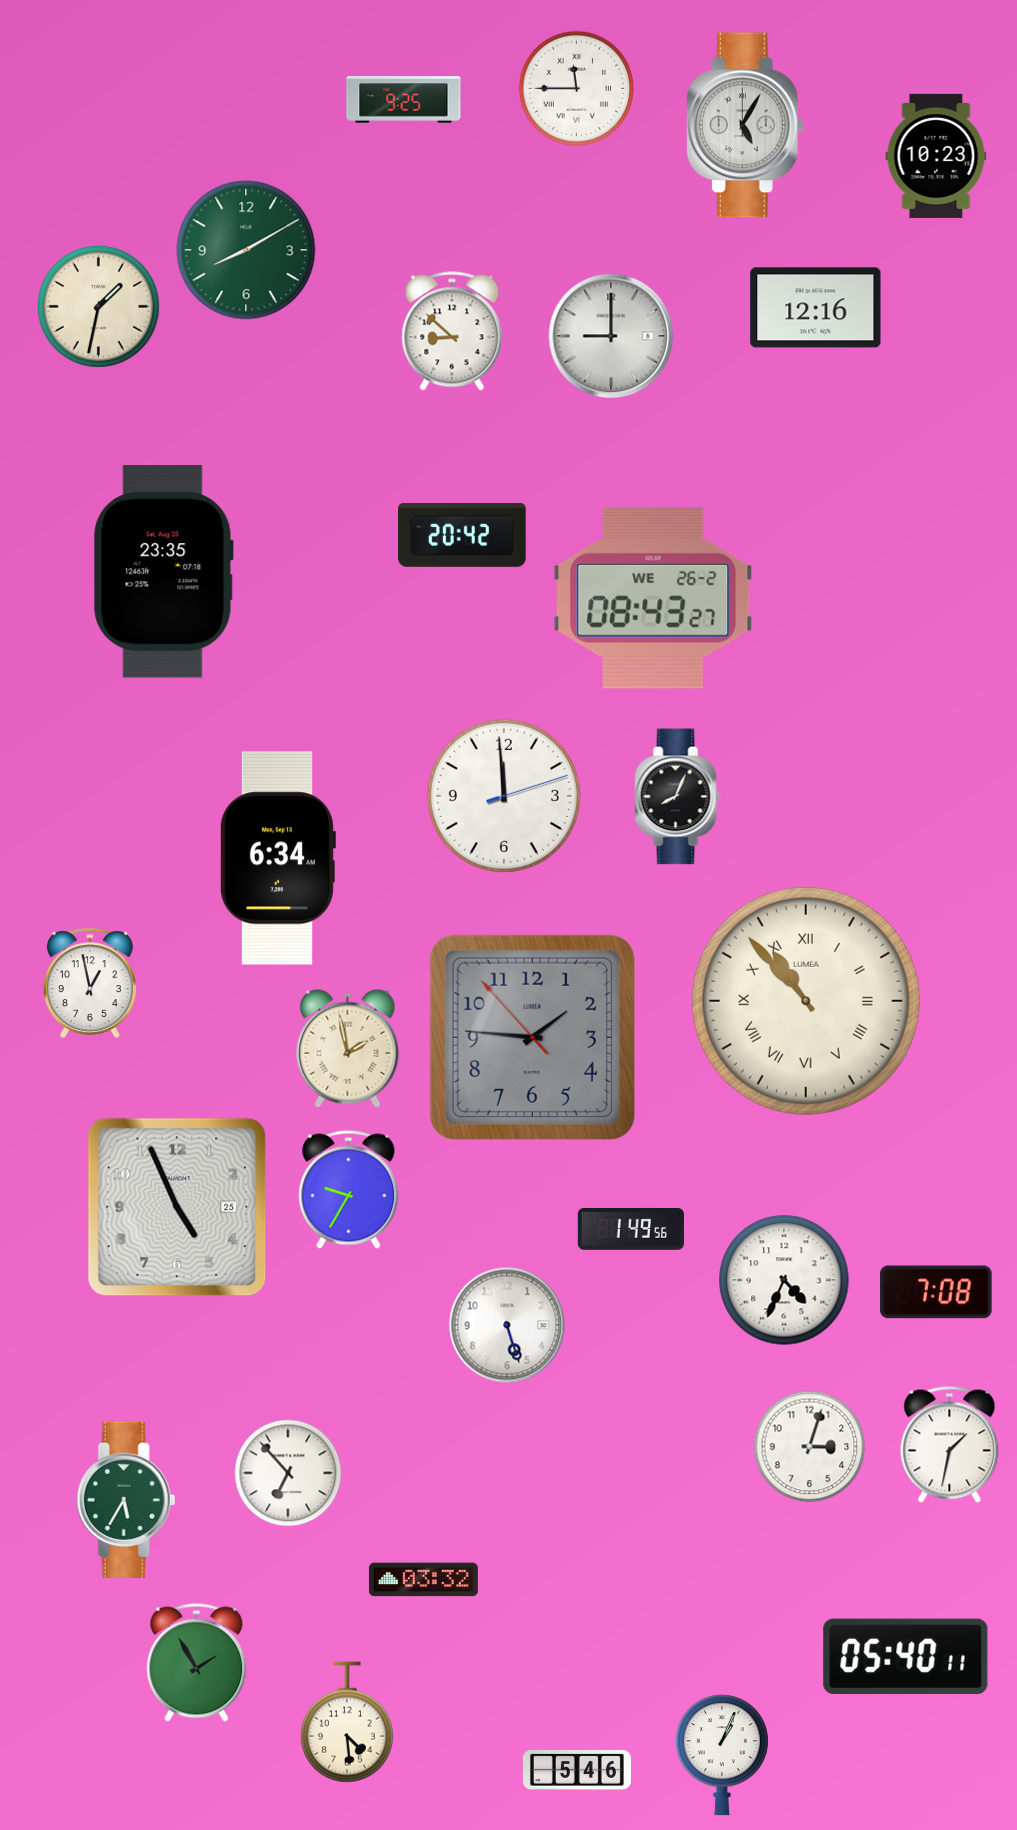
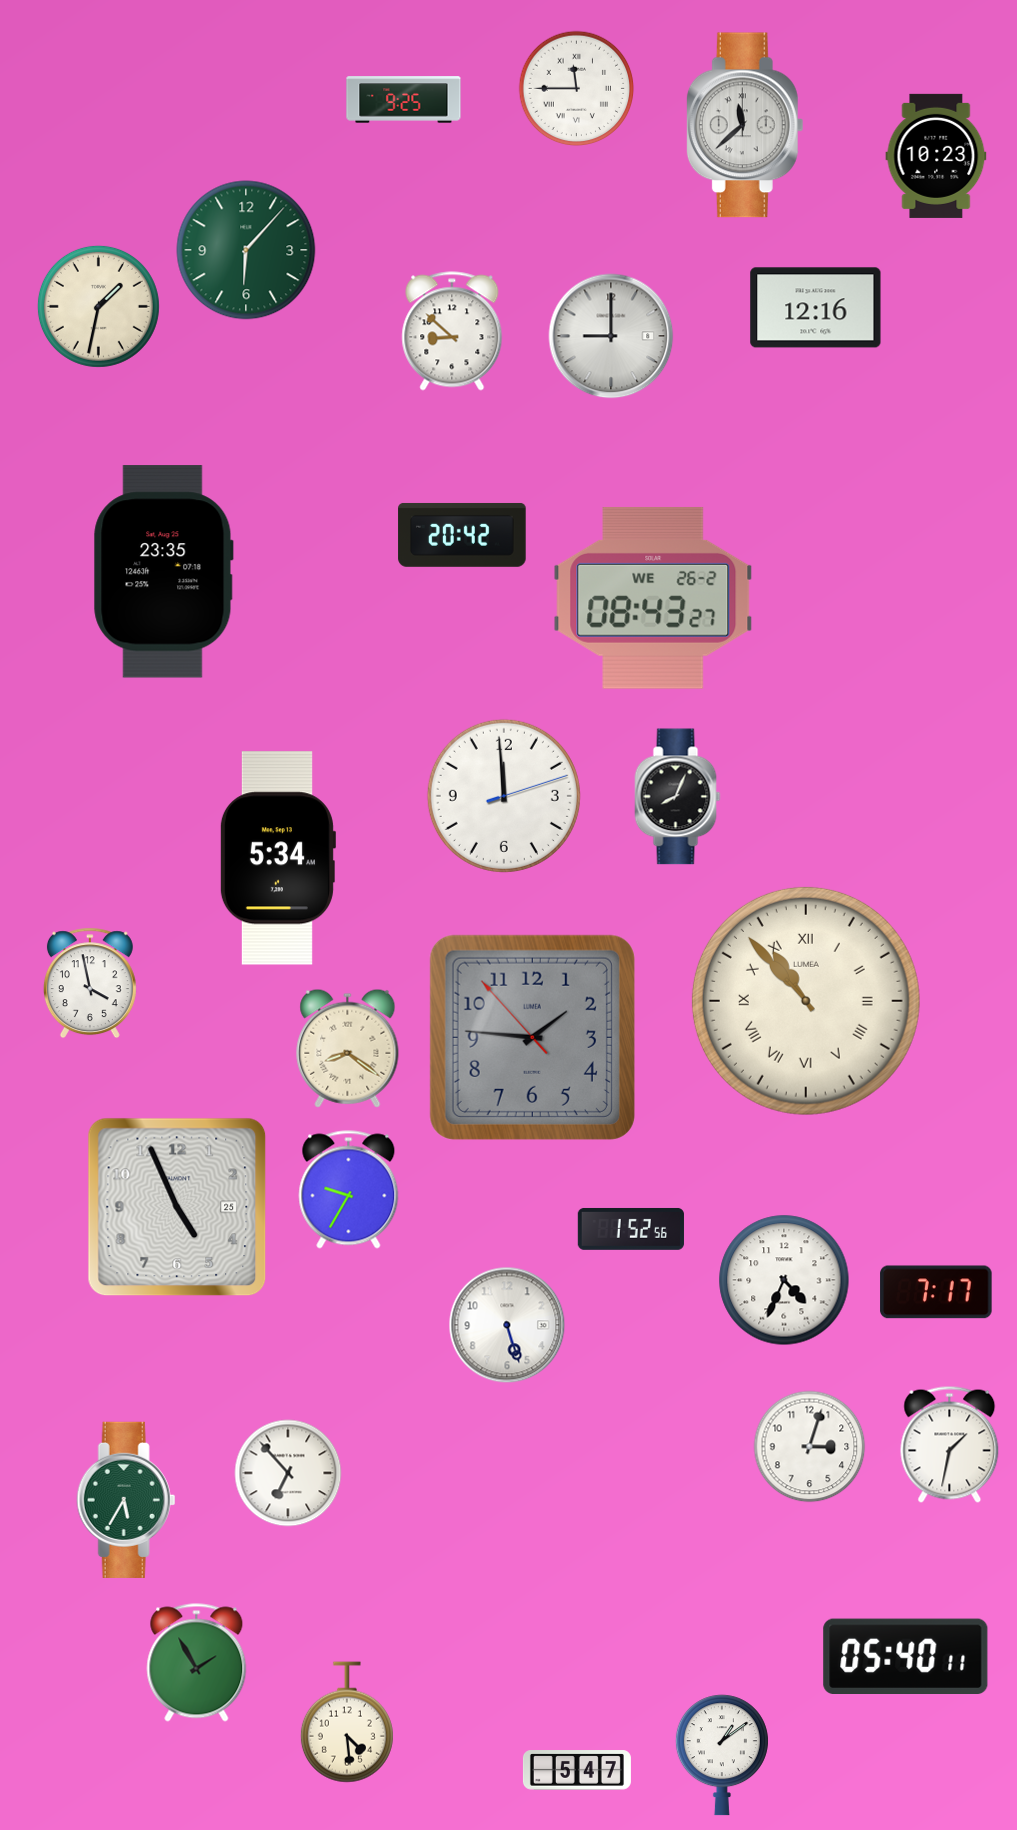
clock at (745, 125): 5:05 -> 11:38
clock at (246, 250): 8:10 -> 6:07
clock at (277, 858): 6:34 -> 5:34
clock at (90, 983): 12:58 -> 3:58
clock at (348, 1048): 1:58 -> 8:21
clock at (631, 1229): 1:49 -> 1:52
clock at (936, 1292): 7:08 -> 7:17
clock at (423, 1580): 03:32 -> none
clock at (722, 1755): 1:04 -> 1:09
clock at (577, 1770): 5:46 -> 5:47
